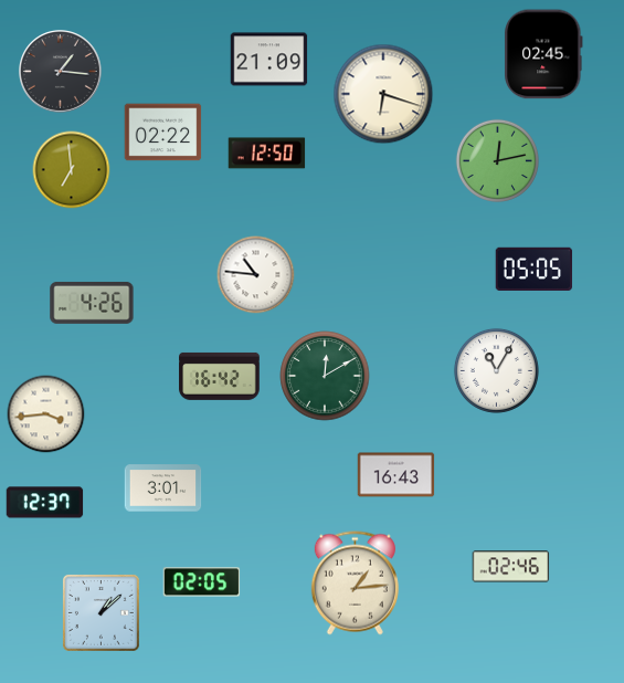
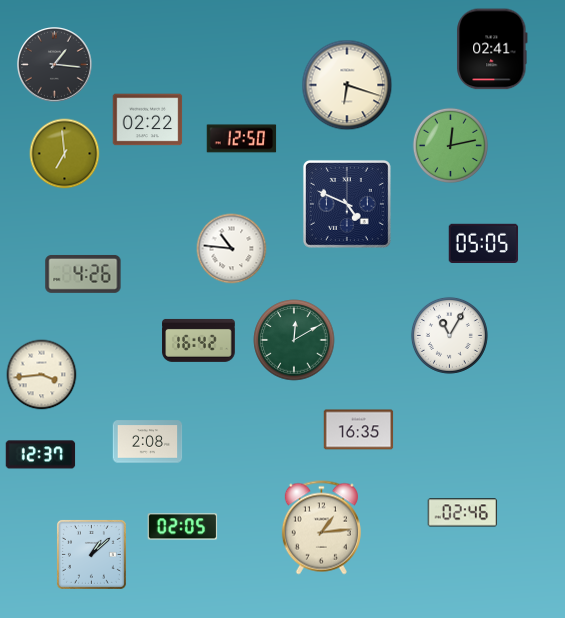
clock at (543, 54): 02:45 -> 02:41
clock at (269, 60): 21:09 -> none
clock at (347, 204): none -> 4:49
clock at (396, 475): 16:43 -> 16:35
clock at (163, 488): 3:01 -> 2:08
